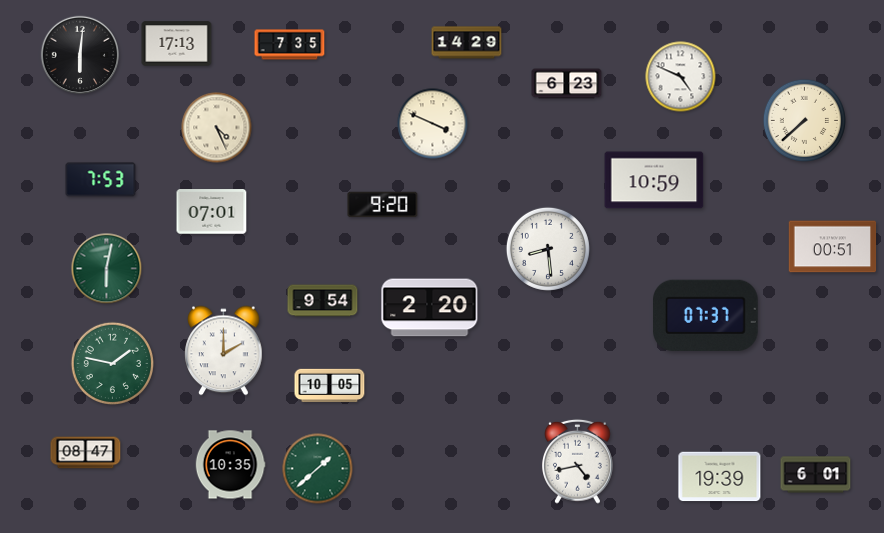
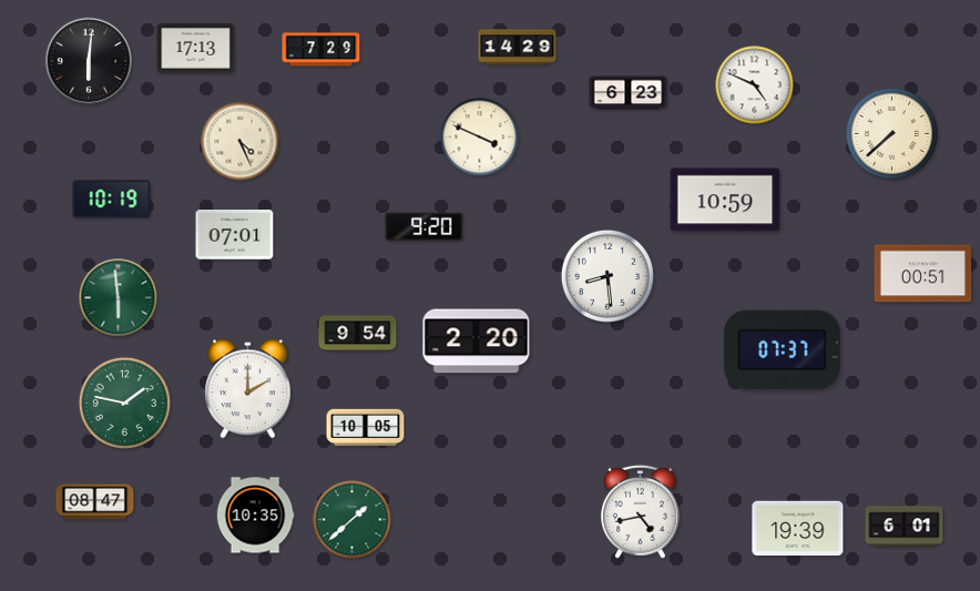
clock at (290, 45): 7:35 -> 7:29
clock at (101, 180): 7:53 -> 10:19
clock at (107, 269): 6:02 -> 5:59
